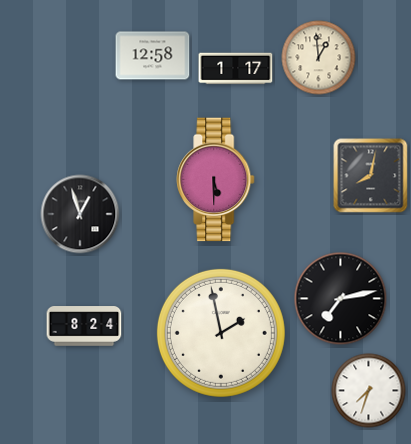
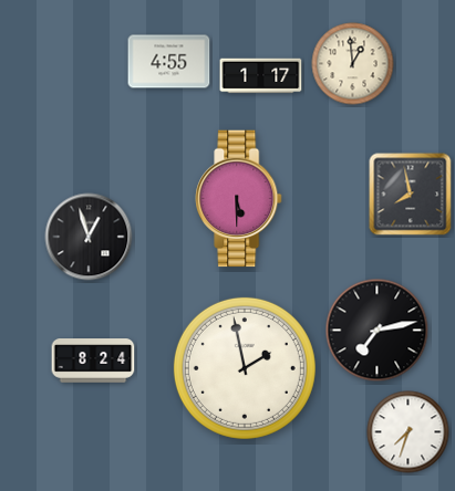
clock at (153, 56): 12:58 -> 4:55
clock at (371, 176): 8:02 -> 7:58
